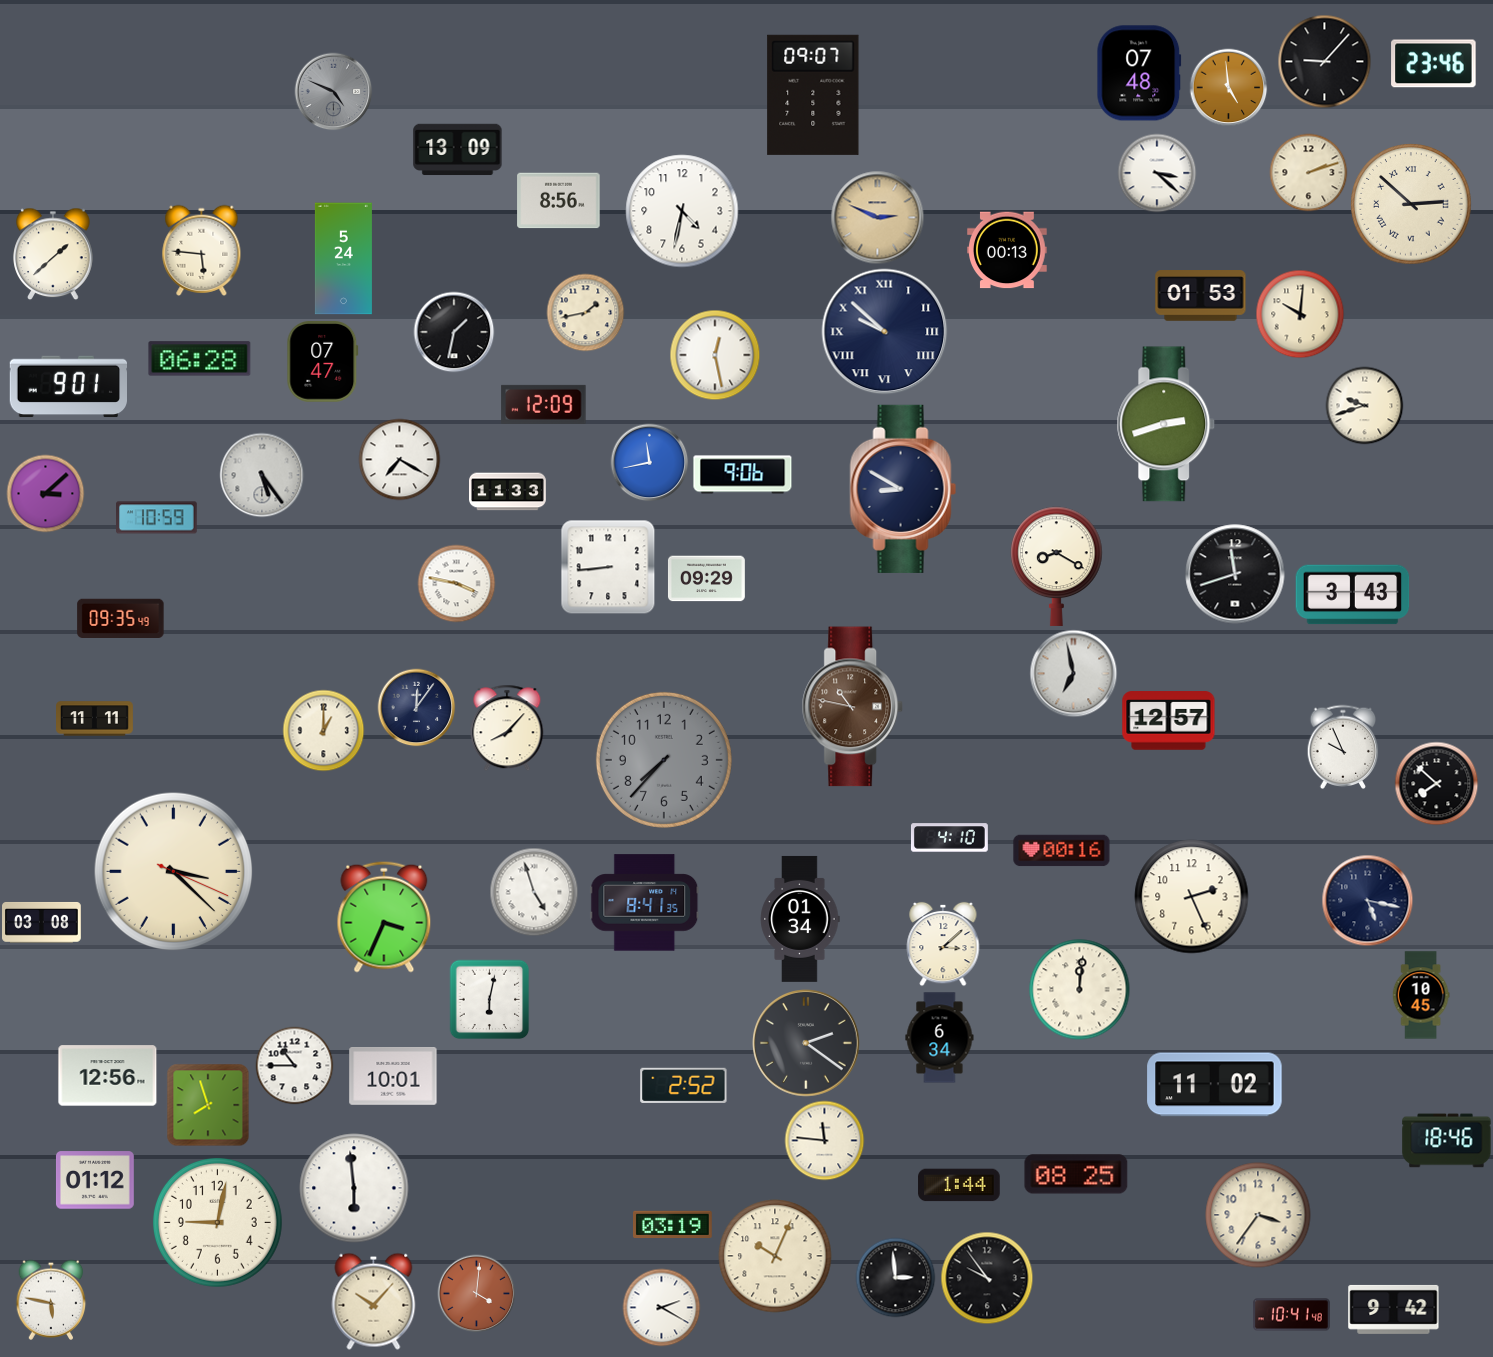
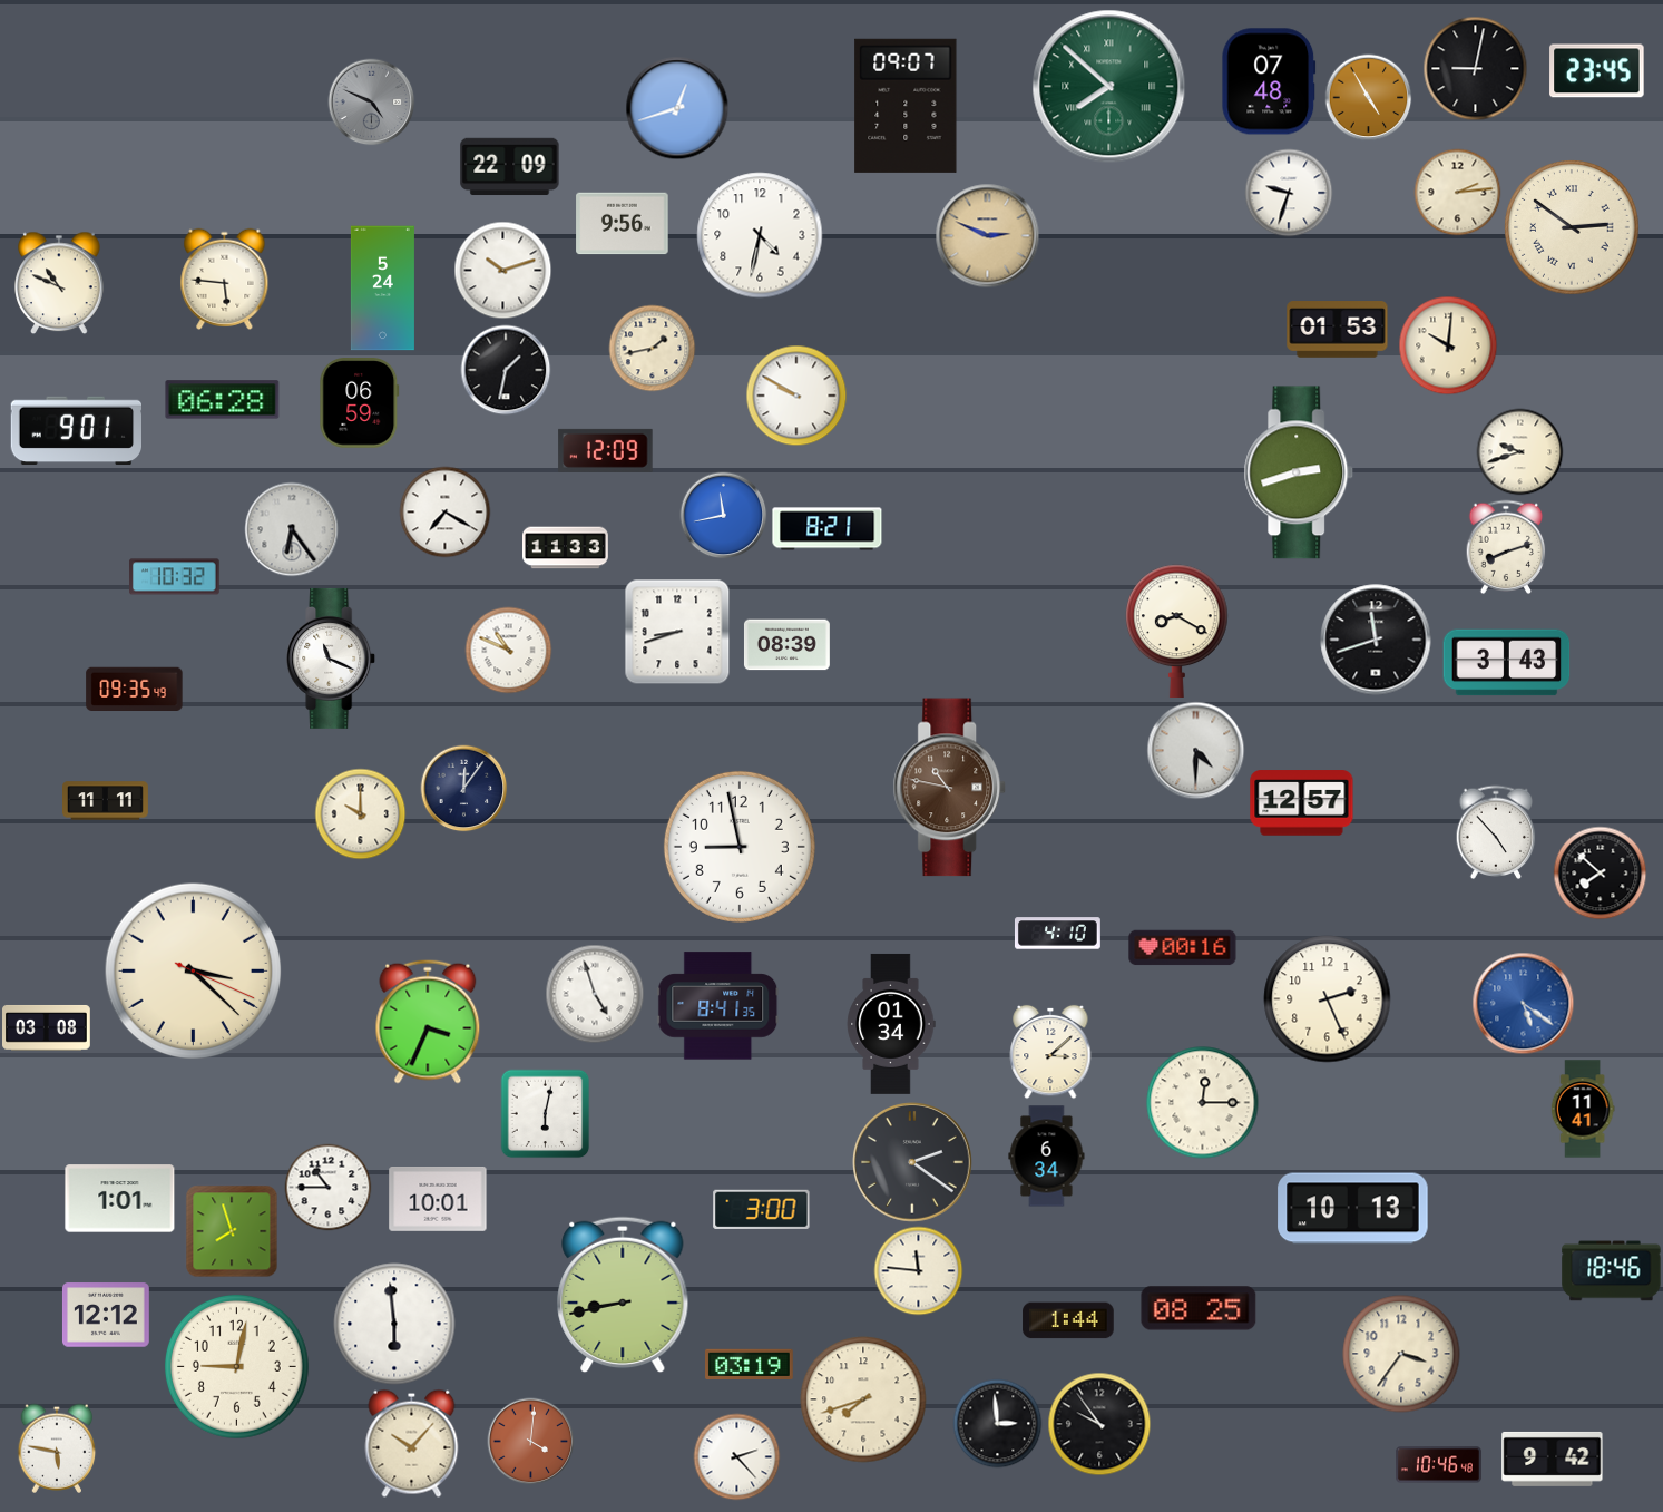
clock at (1324, 61): 9:07 -> 9:02
clock at (1434, 64): 23:46 -> 23:45
clock at (1109, 87): none -> 7:52
clock at (1228, 87): 4:59 -> 4:55
clock at (677, 108): none -> 12:42
clock at (458, 150): 13:09 -> 22:09
clock at (1308, 172): 2:12 -> 2:14
clock at (1157, 173): 3:22 -> 9:33
clock at (559, 201): 8:56 -> 9:56
clock at (1411, 204): 2:52 -> 2:51
clock at (877, 217) position: (877, 217) -> (987, 235)
clock at (502, 270): none -> 10:12
clock at (1008, 250): 00:13 -> none
clock at (53, 254): 1:38 -> 10:49
clock at (1300, 314) position: (1300, 314) -> (1448, 345)
clock at (885, 332): 9:52 -> none
clock at (715, 355): 12:28 -> 9:50
clock at (323, 362): 07:47 -> 06:59
clock at (262, 475): 5:24 -> 6:24
clock at (743, 475): 9:06 -> 8:21
clock at (903, 489): 8:50 -> none
clock at (1506, 547): none -> 8:12
clock at (45, 493): 3:08 -> none
clock at (157, 518): 10:59 -> 10:32
clock at (608, 567): 8:44 -> 8:42
clock at (706, 579): 09:29 -> 08:39
clock at (456, 583): 3:47 -> 10:49
clock at (332, 659): none -> 11:19
clock at (1073, 673): 6:58 -> 4:30
clock at (507, 728): 8:07 -> none
clock at (323, 730): 1:00 -> 10:00
clock at (1343, 747): 9:56 -> 4:53
clock at (664, 760): 7:37 -> 8:58
clock at (664, 760) dial: grey -> white
clock at (1367, 900): 5:17 -> 5:21
clock at (1367, 900) dial: navy -> blue
clock at (1080, 990): 12:01 -> 12:15
clock at (1421, 995): 10:45 -> 11:41
clock at (806, 1043) position: (806, 1043) -> (912, 1162)
clock at (108, 1076): 12:56 -> 1:01
clock at (684, 1085): 2:52 -> 3:00
clock at (1215, 1085): 11:02 -> 10:13
clock at (623, 1295): none -> 8:43
clock at (95, 1180): 01:12 -> 12:12
clock at (217, 1222) position: (217, 1222) -> (236, 1366)
clock at (775, 1256): 10:04 -> 7:42
clock at (374, 1301) position: (374, 1301) -> (412, 1443)
clock at (661, 1307): 2:20 -> 2:23
clock at (1291, 1315): 10:41 -> 10:46
